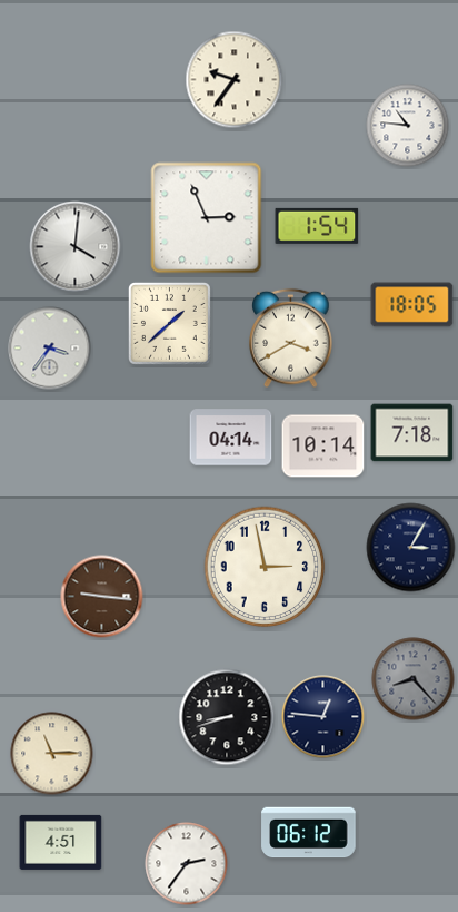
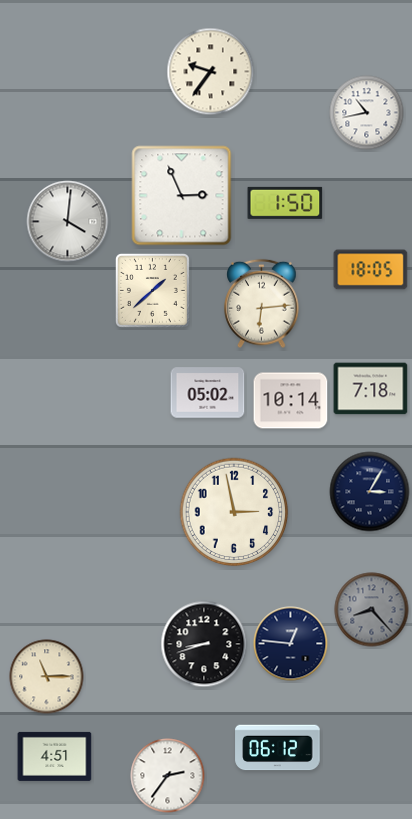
clock at (408, 126): 10:46 -> 10:43
clock at (207, 218) position: (207, 218) -> (182, 196)
clock at (317, 226): 1:54 -> 1:50
clock at (412, 305) position: (412, 305) -> (371, 270)
clock at (291, 339): 3:40 -> 6:14
clock at (50, 349): 3:36 -> none
clock at (231, 438): 04:14 -> 05:02
clock at (265, 567) position: (265, 567) -> (234, 512)
clock at (102, 597): 9:16 -> none
